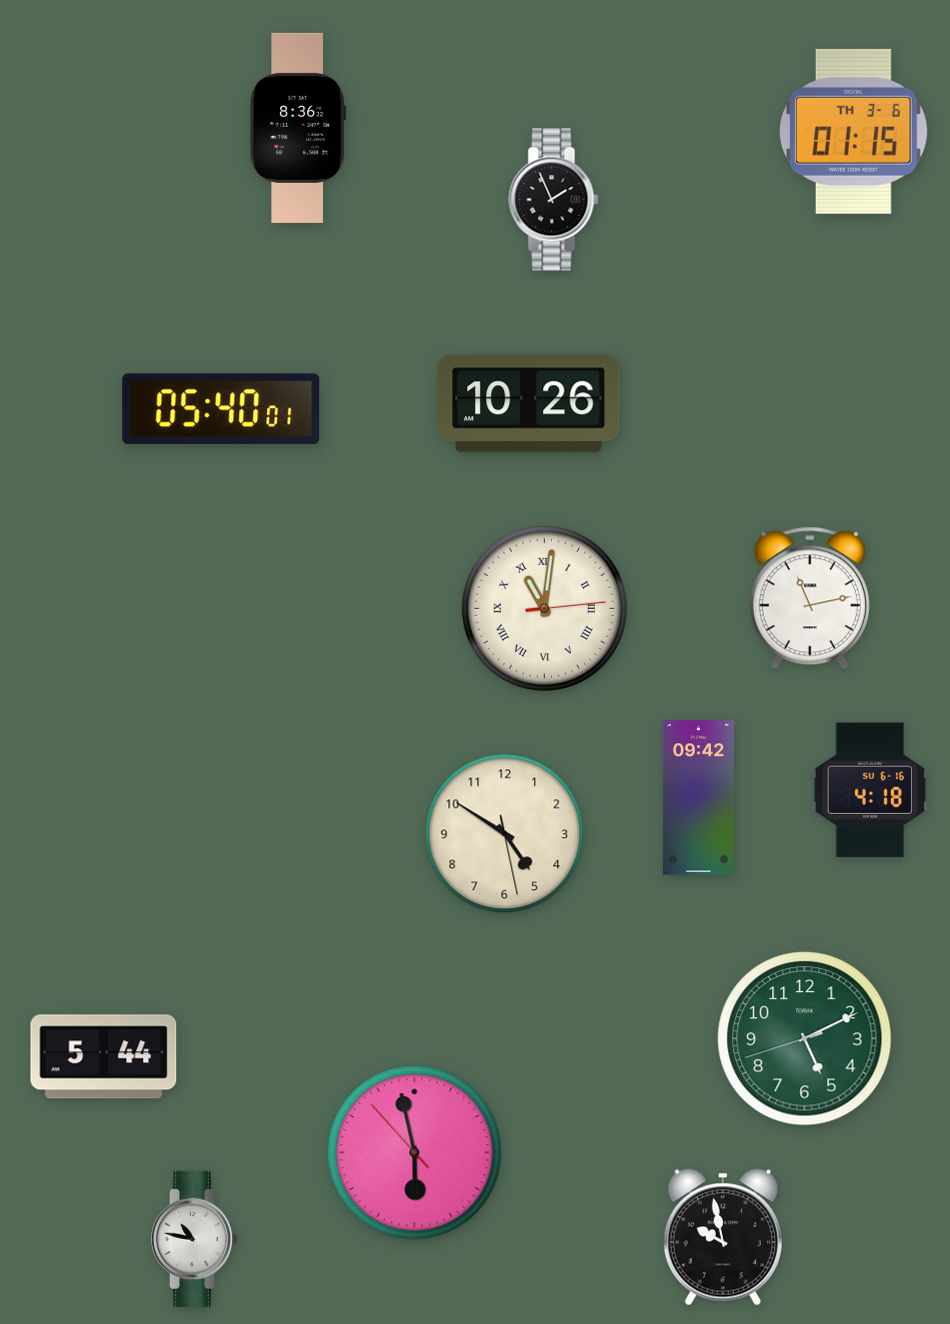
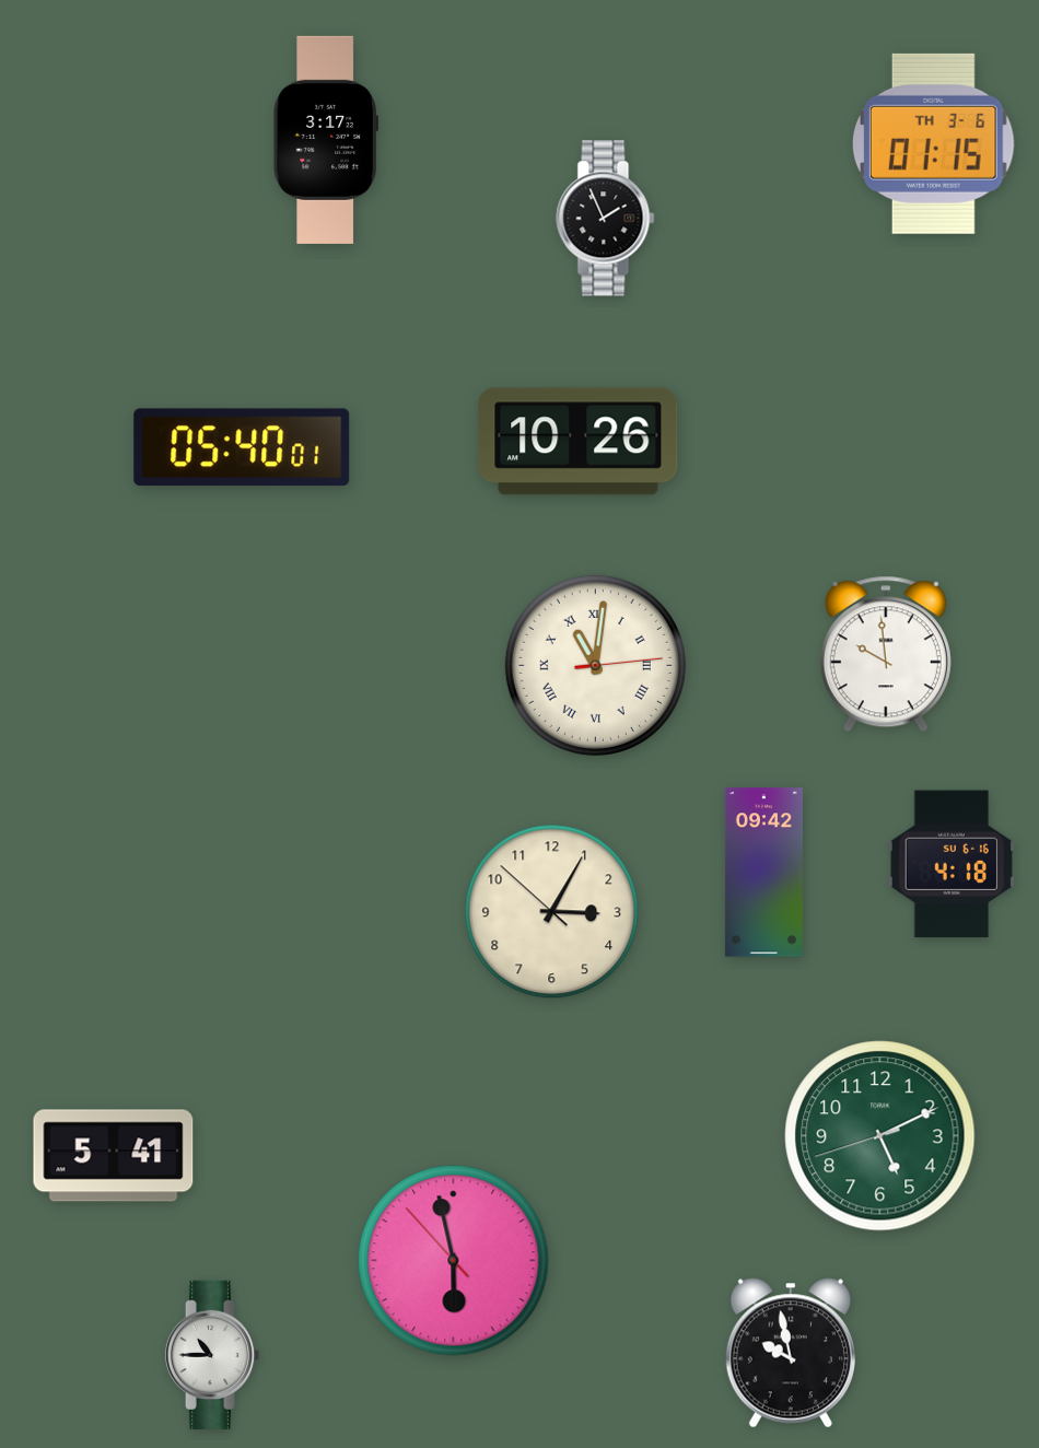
clock at (297, 128): 8:36 -> 3:17
clock at (810, 598): 11:13 -> 9:59
clock at (505, 834): 4:50 -> 3:04
clock at (104, 1057): 5:44 -> 5:41
clock at (194, 1239): 10:47 -> 10:45
